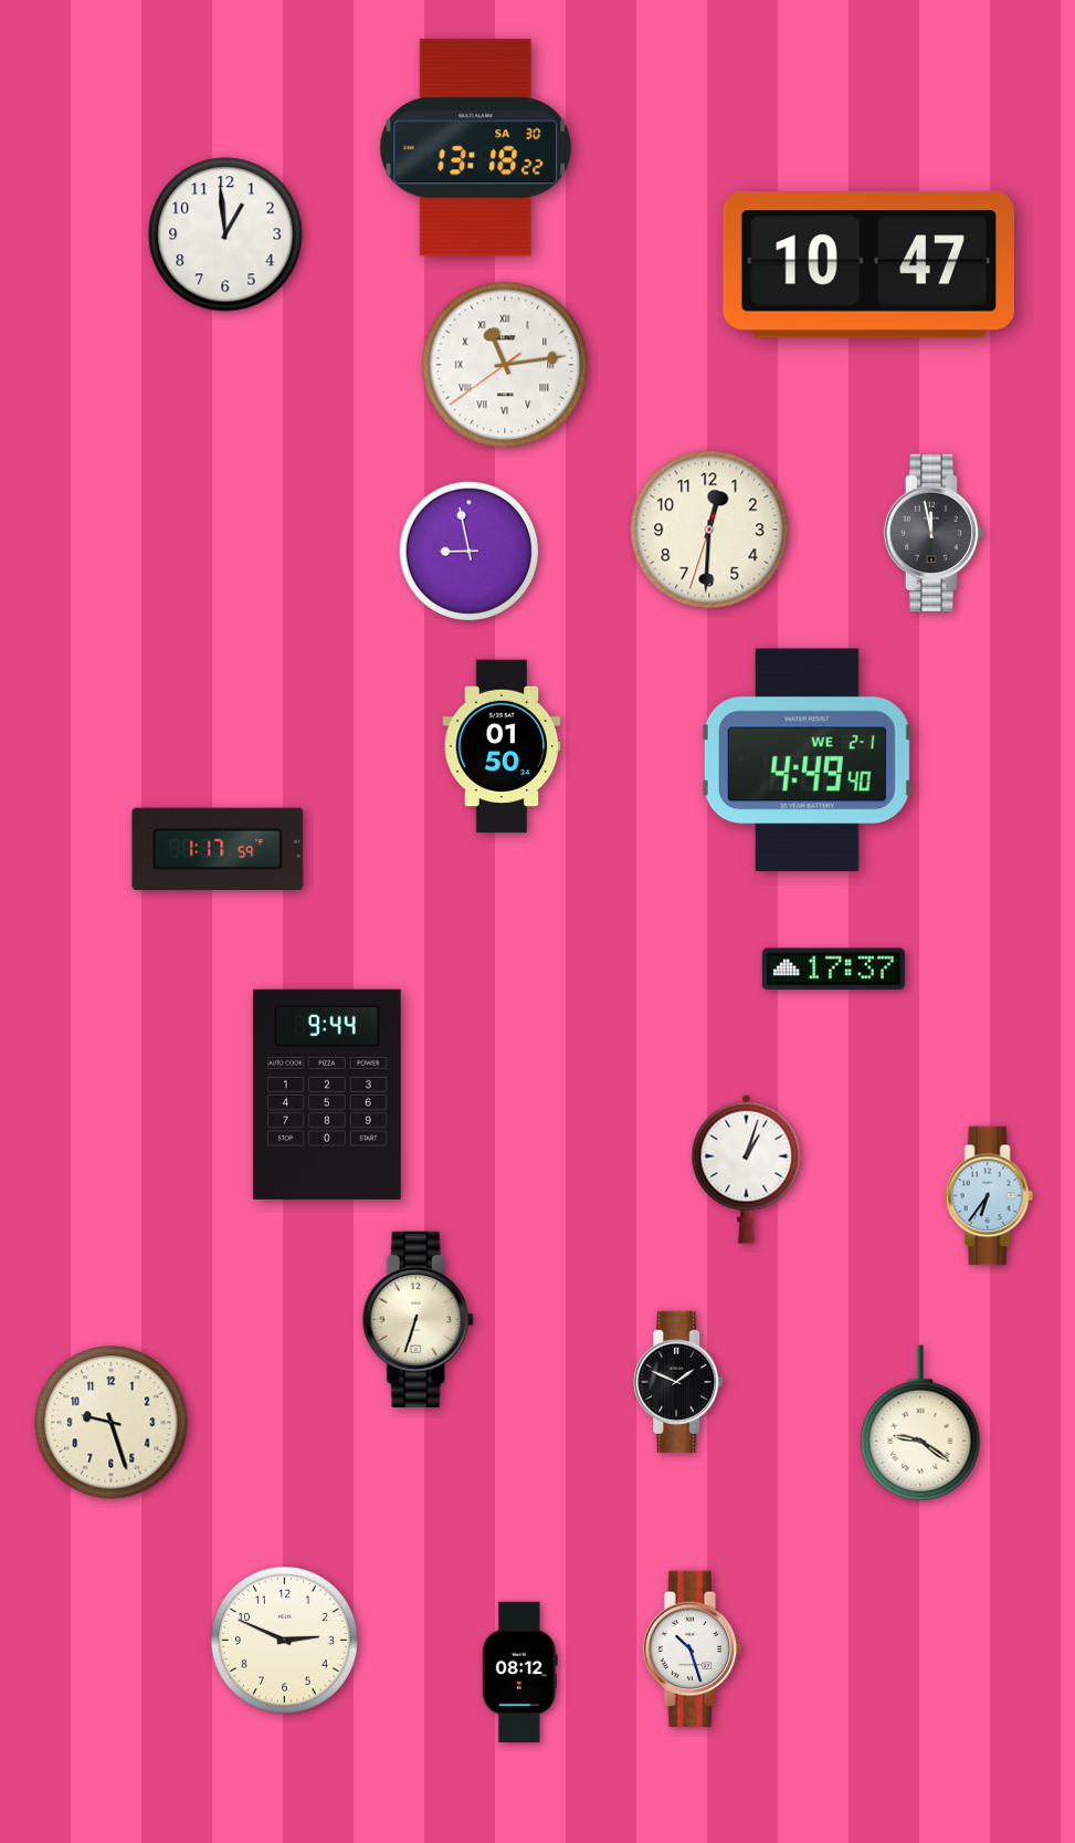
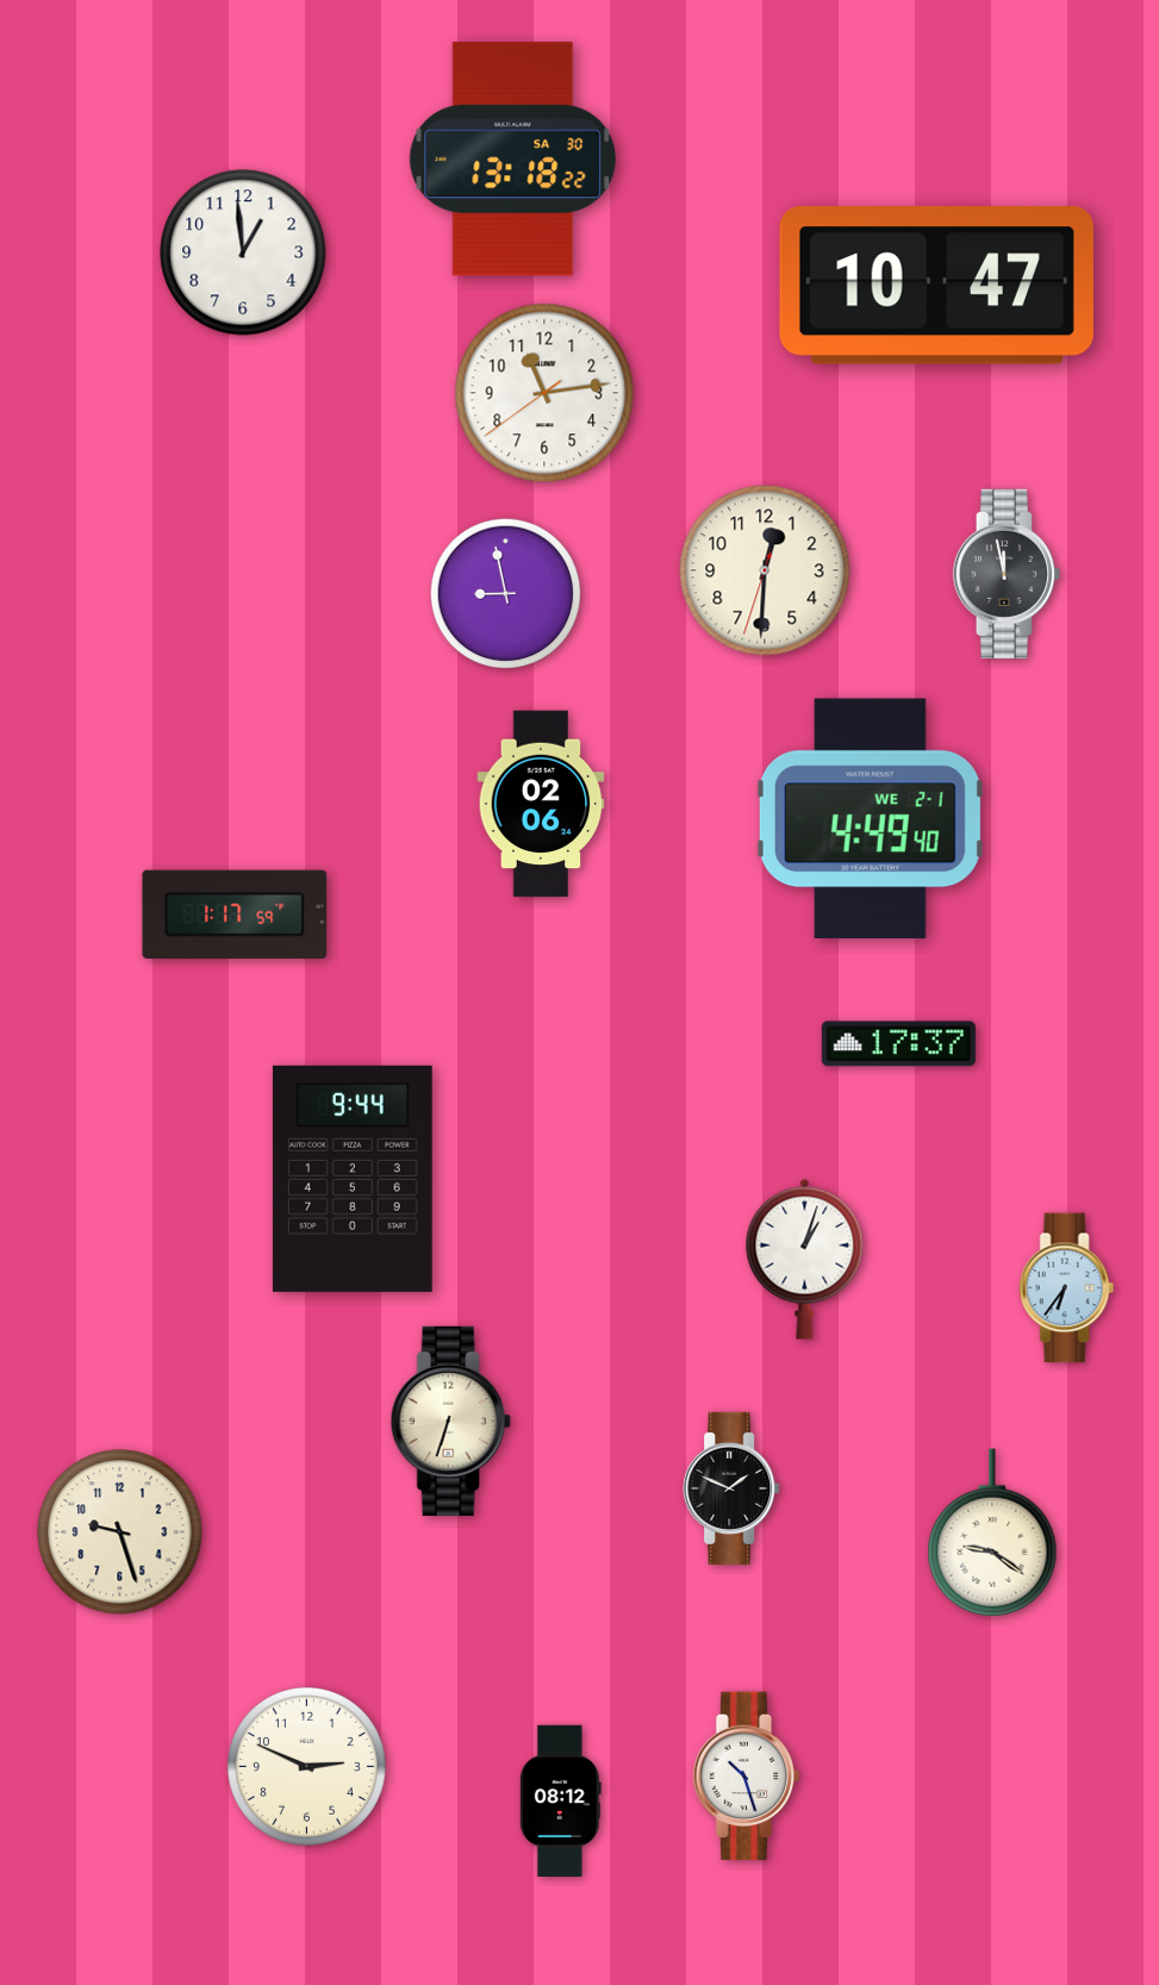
clock at (505, 365) numerals: Roman -> Arabic
clock at (502, 746): 01:50 -> 02:06
